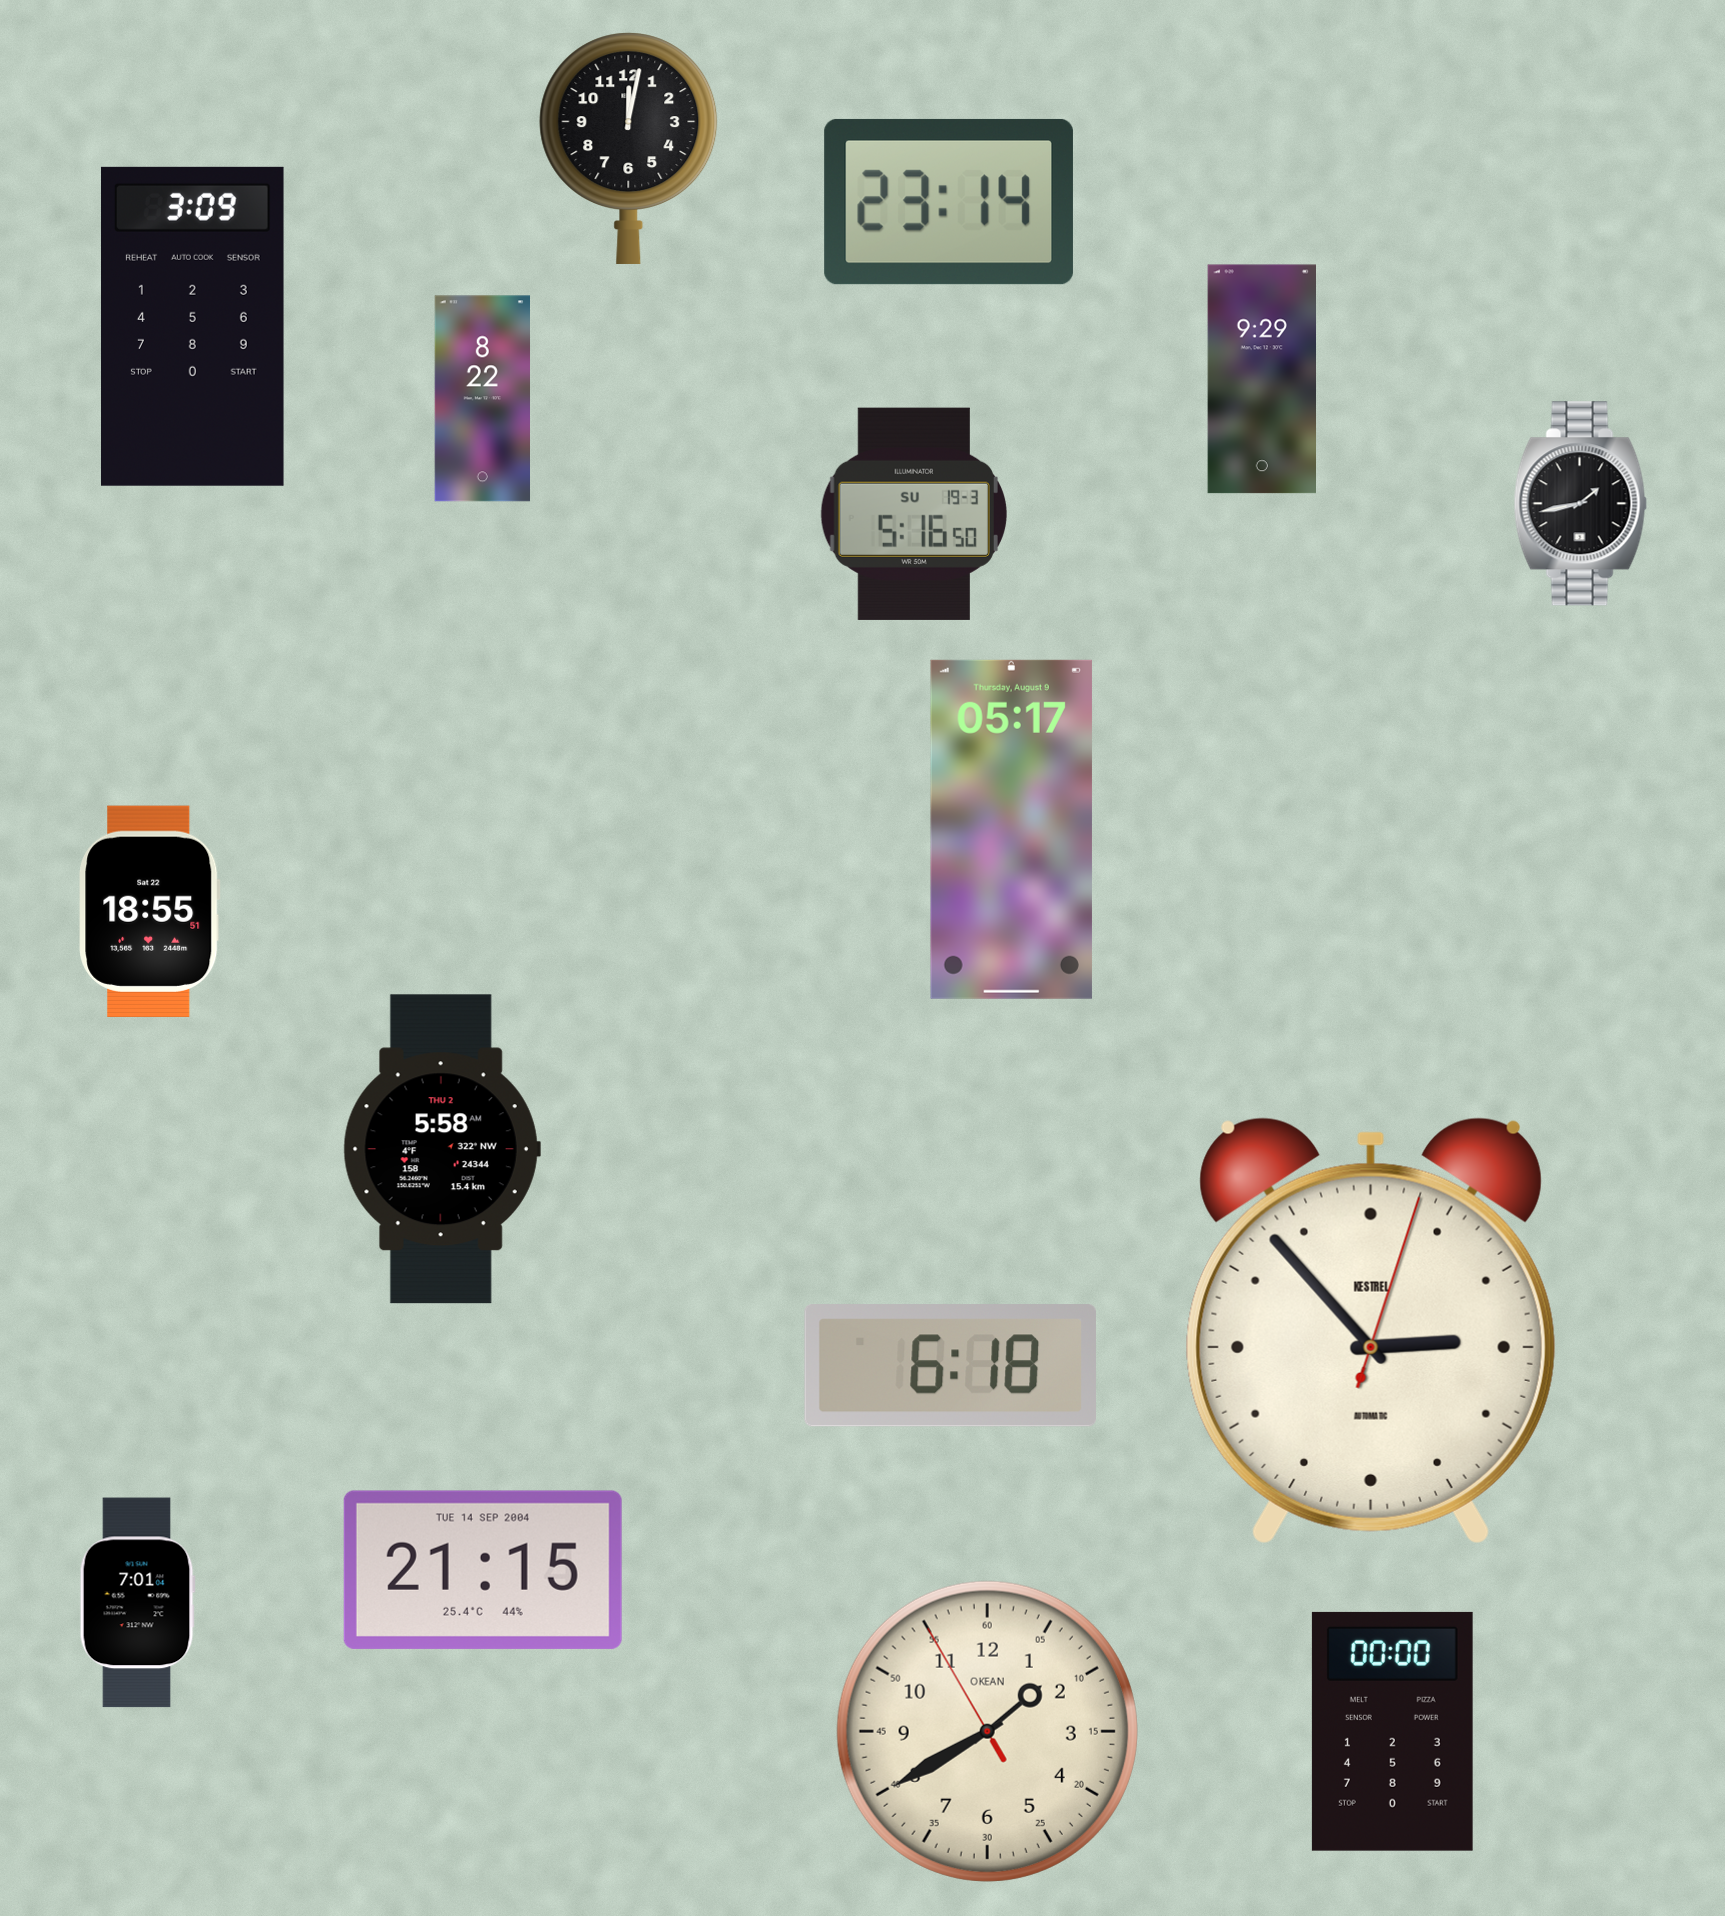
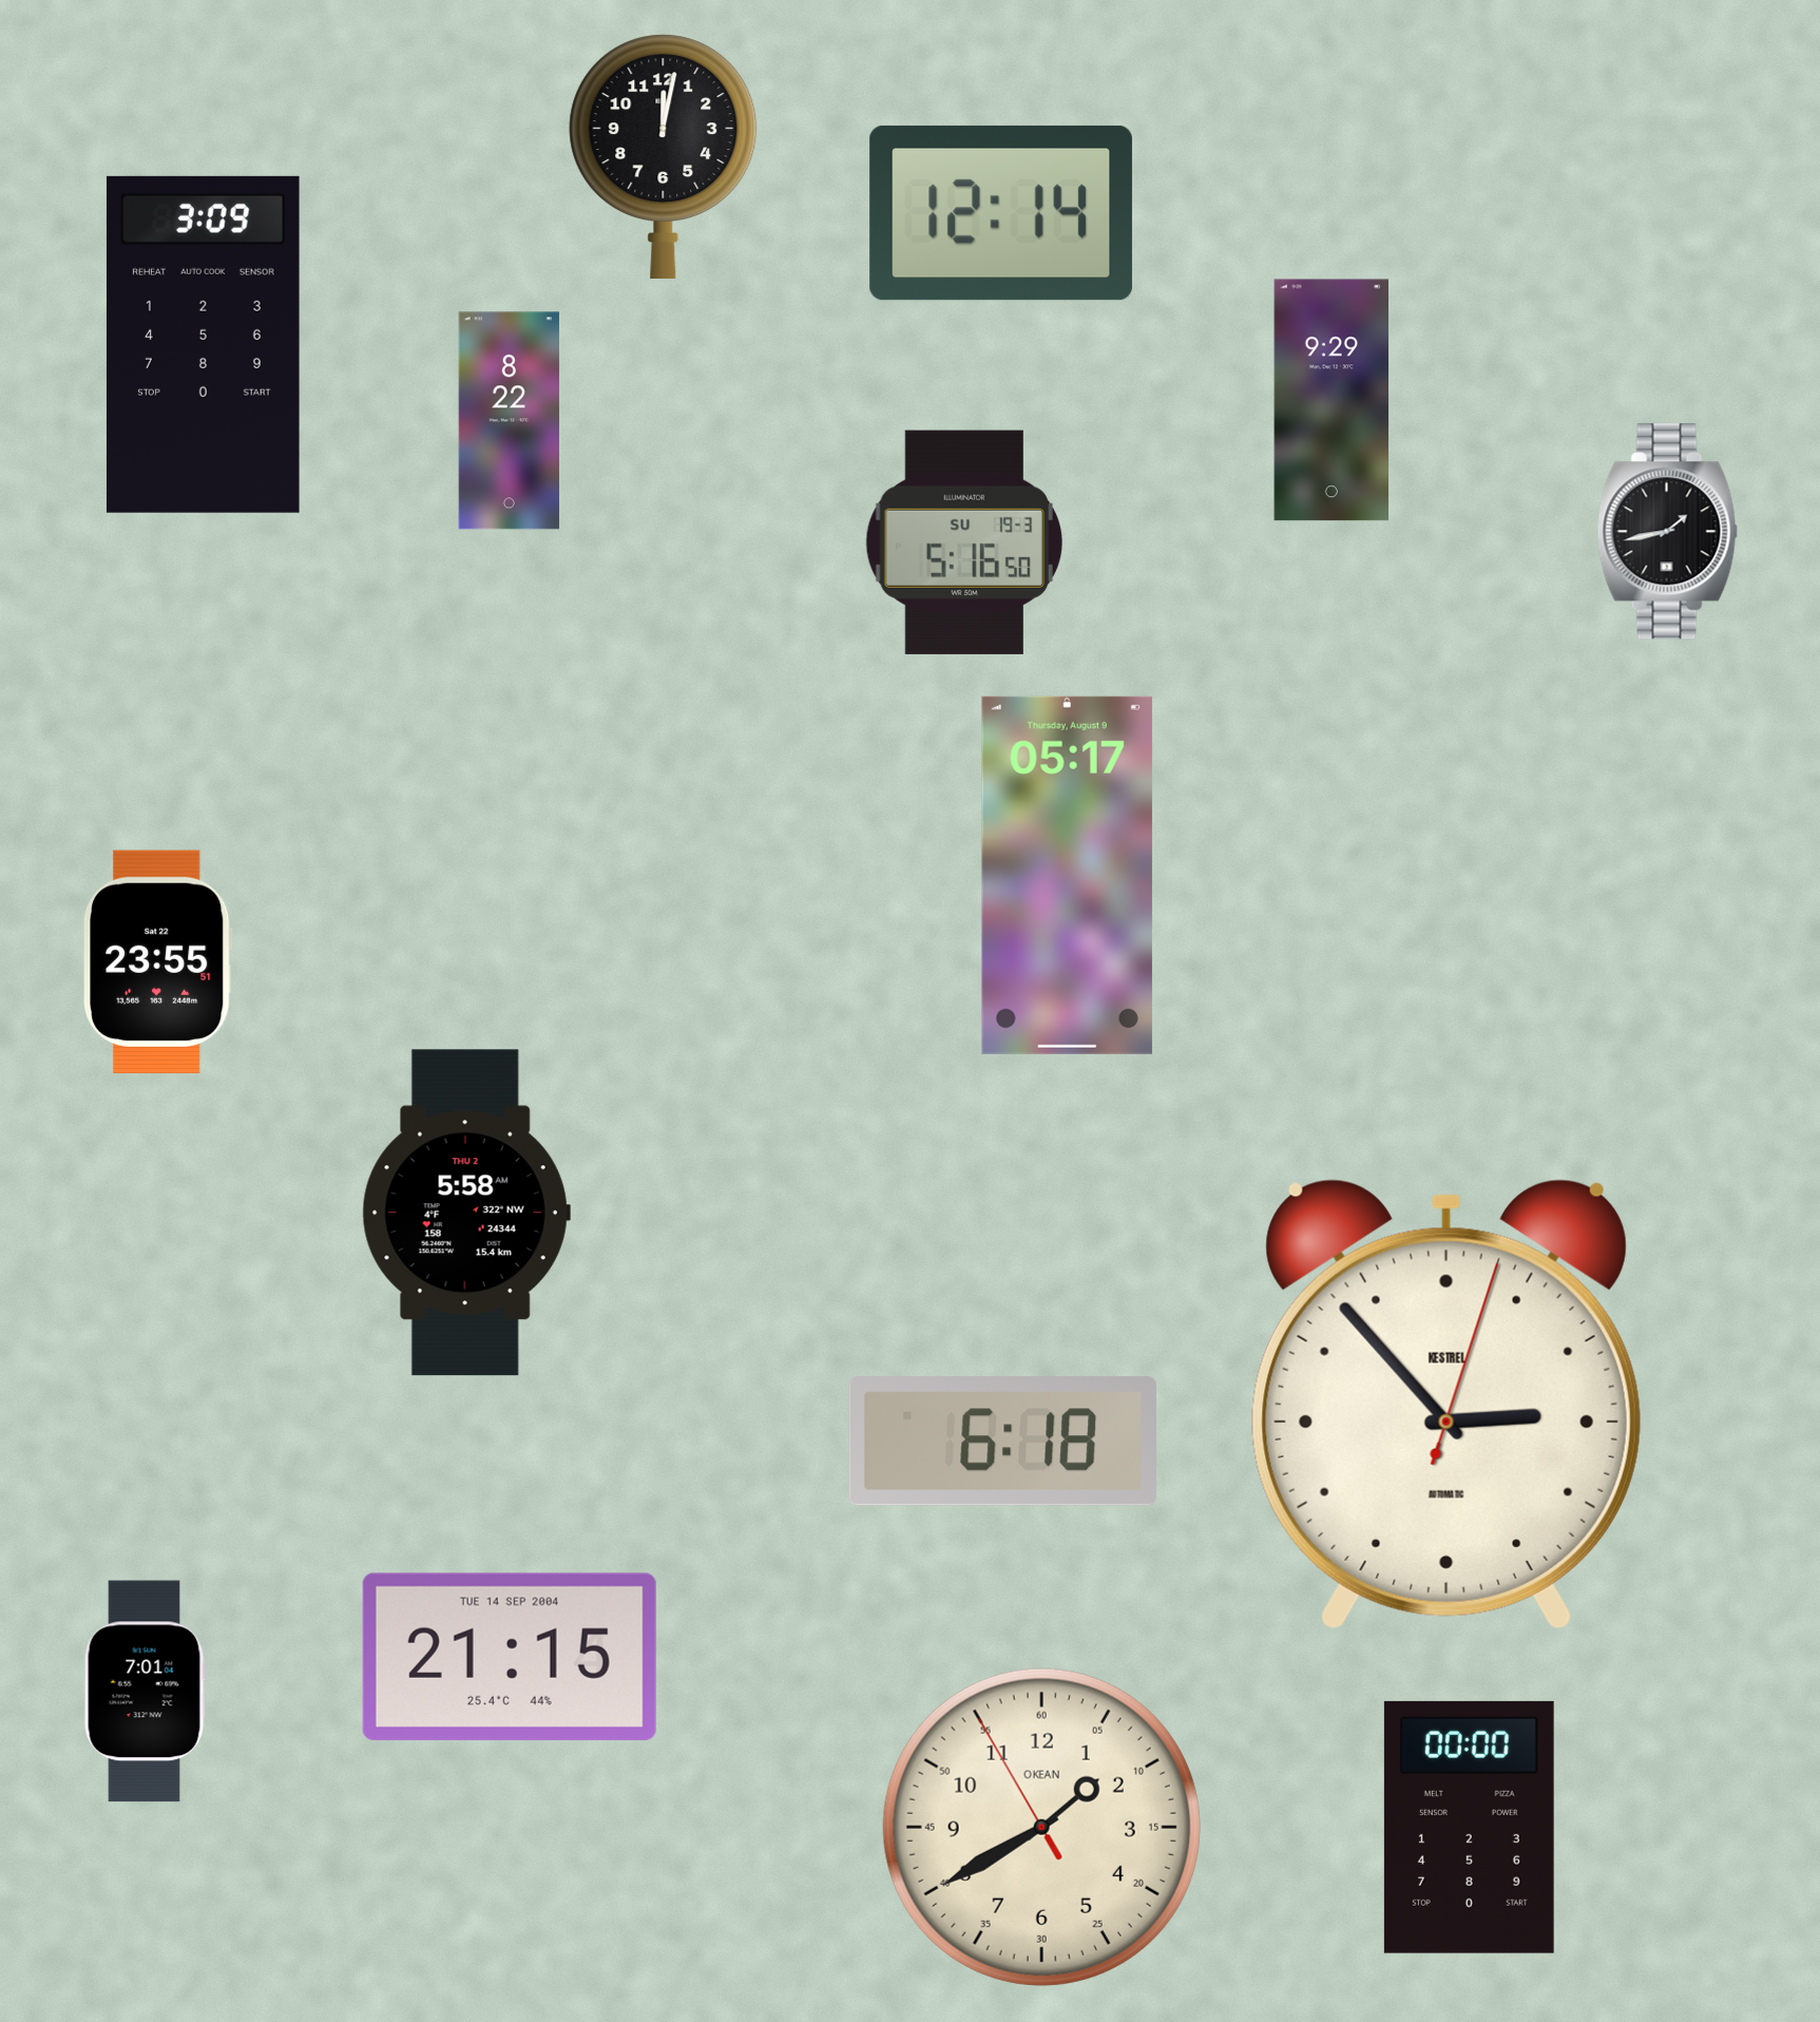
clock at (949, 202): 23:14 -> 12:14
clock at (150, 911): 18:55 -> 23:55
